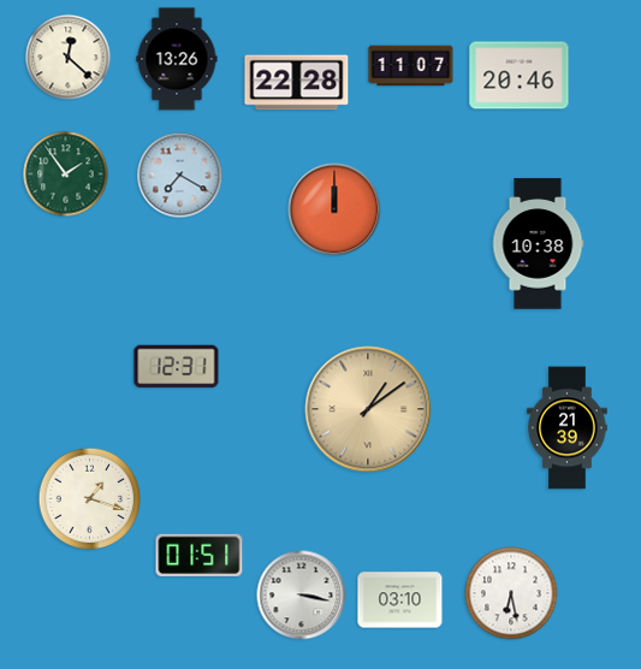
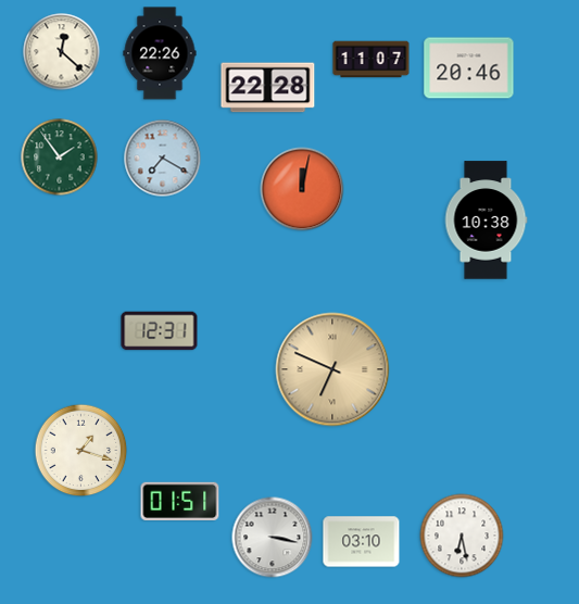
clock at (177, 59): 13:26 -> 22:26
clock at (297, 83) position: (297, 83) -> (268, 88)
clock at (334, 209): 12:00 -> 12:02
clock at (368, 409): 1:09 -> 6:49
clock at (568, 428): 21:39 -> none
